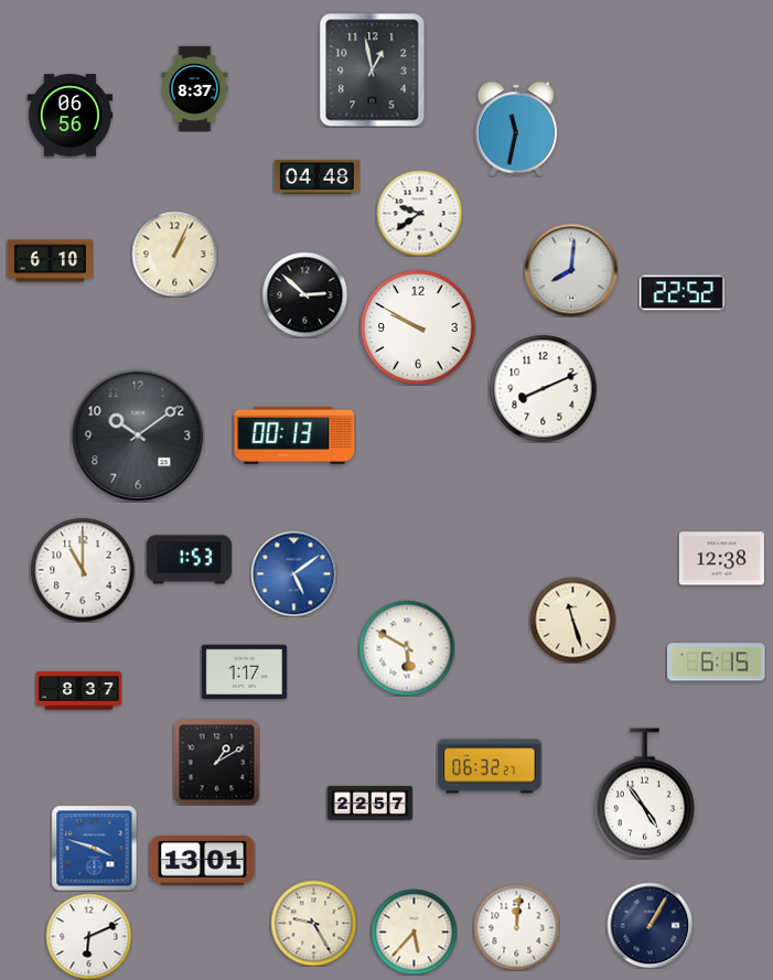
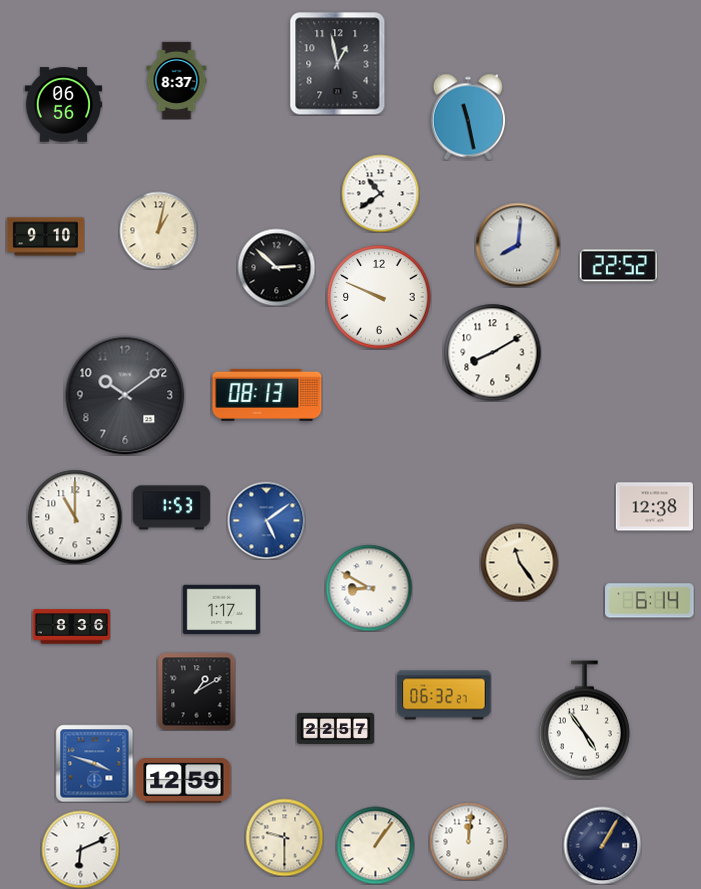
clock at (515, 129): 11:32 -> 11:28
clock at (316, 176): 04:48 -> none
clock at (419, 213): 9:39 -> 10:39
clock at (174, 254): 1:04 -> 1:02
clock at (50, 261): 6:10 -> 9:10
clock at (418, 327): 9:50 -> 9:49
clock at (543, 388): 8:11 -> 8:10
clock at (294, 435): 00:13 -> 08:13
clock at (572, 620): 11:27 -> 11:24
clock at (407, 648): 5:50 -> 8:50
clock at (717, 663): 6:15 -> 6:14
clock at (78, 691): 8:37 -> 8:36
clock at (94, 848) position: (94, 848) -> (94, 763)
clock at (203, 861): 13:01 -> 12:59
clock at (313, 923): 9:25 -> 9:30
clock at (649, 925) position: (649, 925) -> (602, 845)
clock at (414, 931): 5:37 -> 1:06
